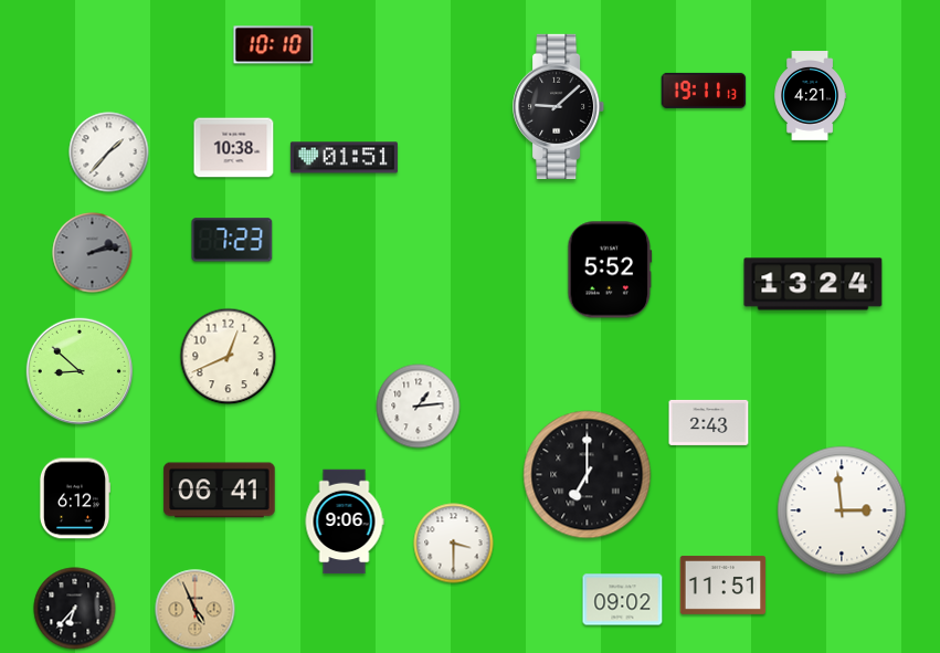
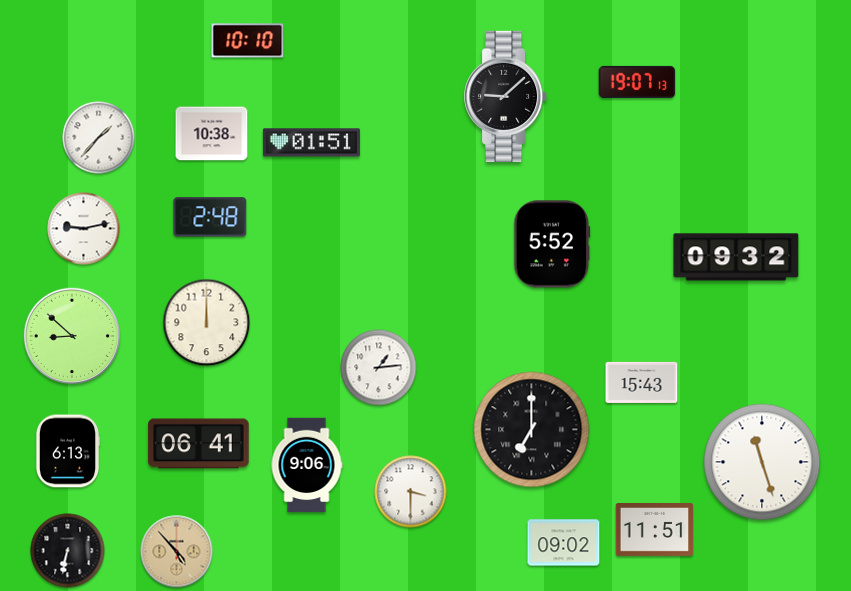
clock at (704, 91): 19:11 -> 19:07
clock at (811, 96): 4:21 -> none
clock at (232, 240): 7:23 -> 2:48
clock at (93, 253): 2:13 -> 9:13
clock at (93, 253) dial: grey -> white
clock at (813, 284): 13:24 -> 09:32
clock at (229, 357): 12:41 -> 12:00
clock at (709, 422): 2:43 -> 15:43
clock at (74, 498): 6:12 -> 6:13
clock at (842, 510): 2:59 -> 11:27
clock at (345, 522) position: (345, 522) -> (307, 465)
clock at (75, 609): 6:37 -> 6:32
clock at (196, 610): 4:56 -> 4:53
